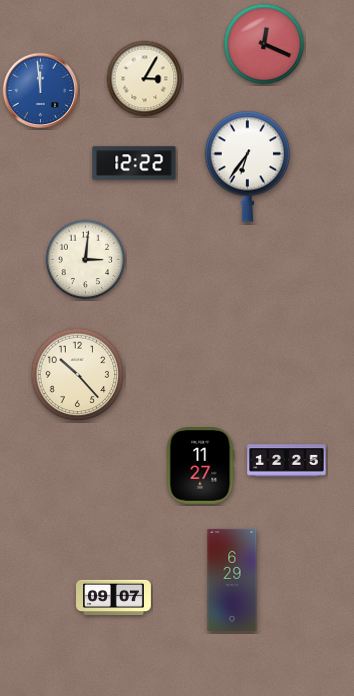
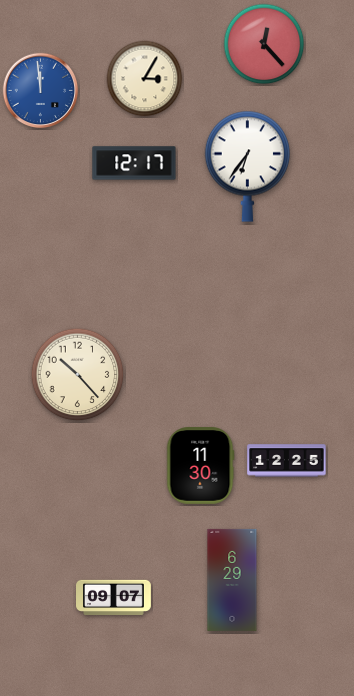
clock at (264, 44): 12:19 -> 12:23
clock at (134, 163): 12:22 -> 12:17
clock at (86, 260): 3:01 -> none
clock at (201, 466): 11:27 -> 11:30
